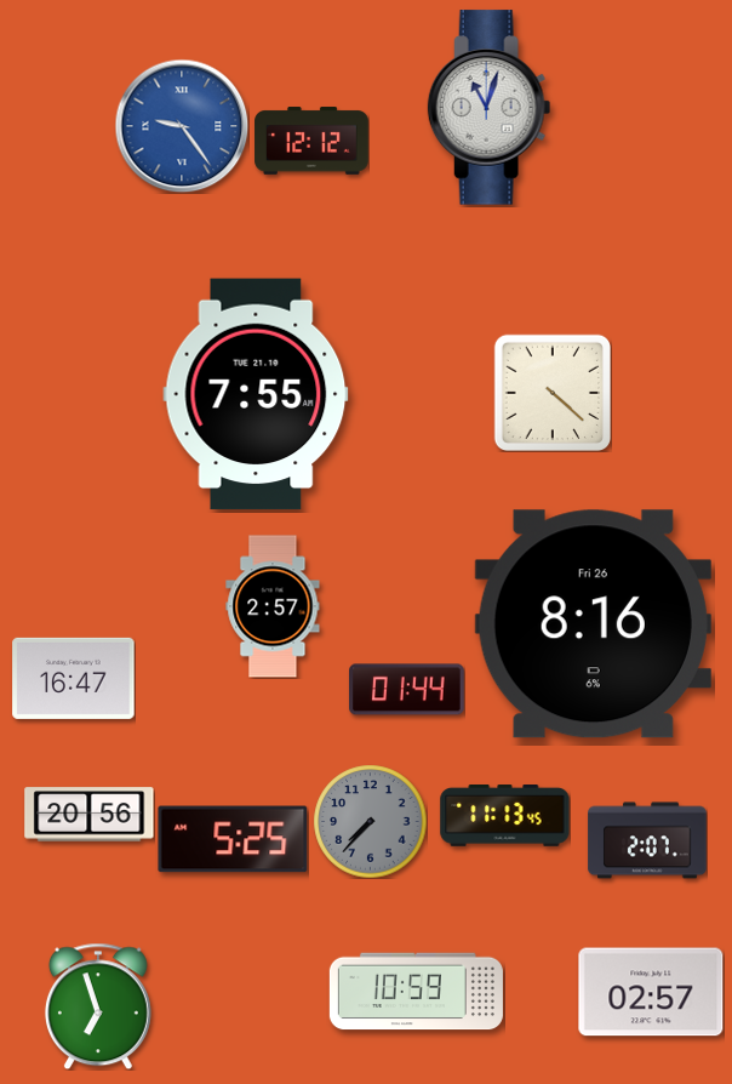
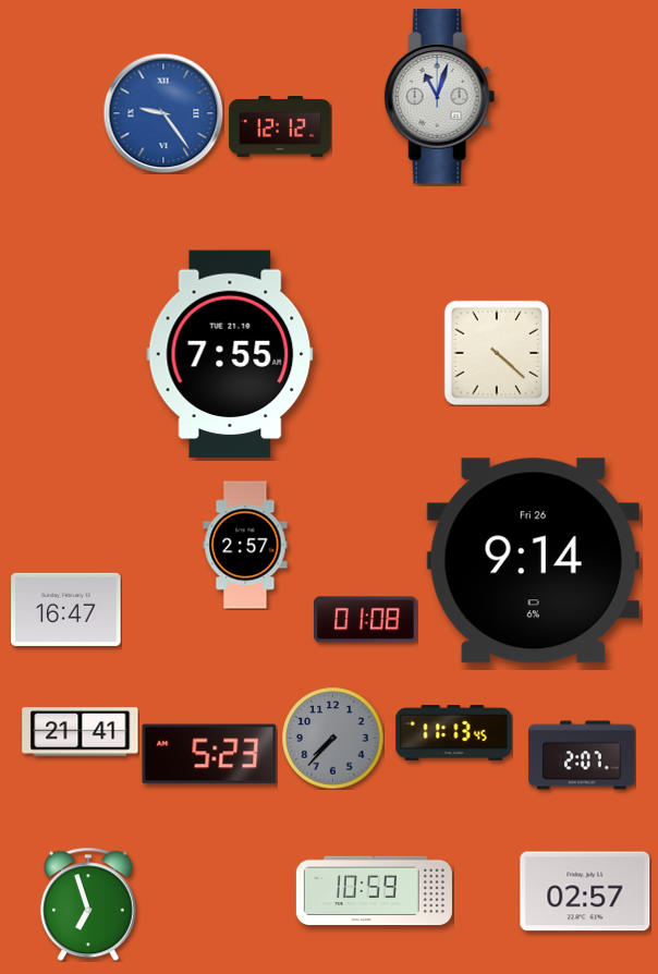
clock at (593, 624): 8:16 -> 9:14
clock at (407, 690): 01:44 -> 01:08
clock at (90, 815): 20:56 -> 21:41
clock at (233, 839): 5:25 -> 5:23
